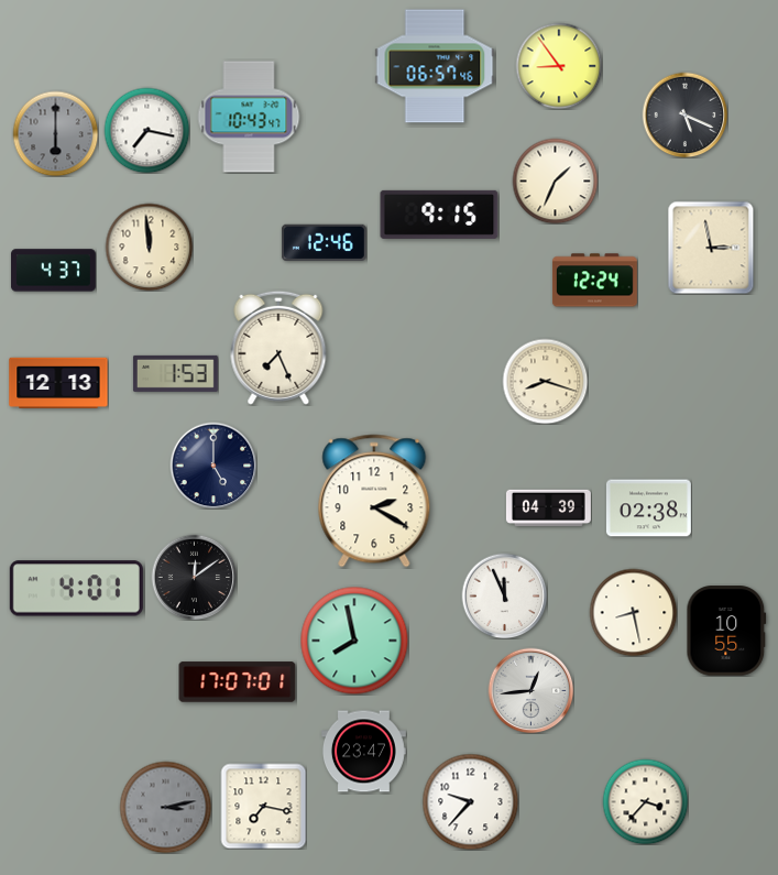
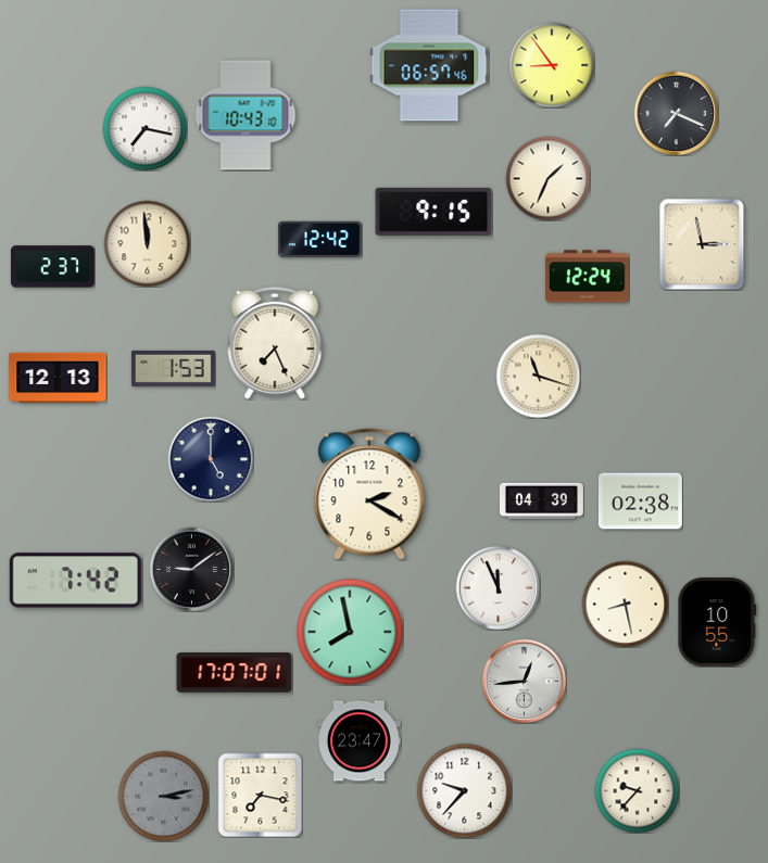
clock at (684, 114): 5:19 -> 7:19
clock at (249, 117): 10:43:47 -> 10:43:10
clock at (55, 133): 6:00 -> none
clock at (324, 242): 12:46 -> 12:42
clock at (53, 271): 4:37 -> 2:37
clock at (545, 381): 8:18 -> 11:18
clock at (194, 577): 12:09 -> 9:09
clock at (76, 589): 4:01 -> 7:42
clock at (645, 801): 3:37 -> 9:37
